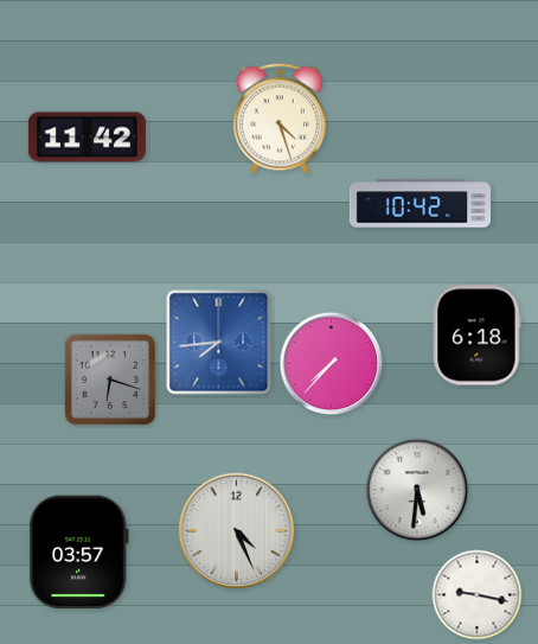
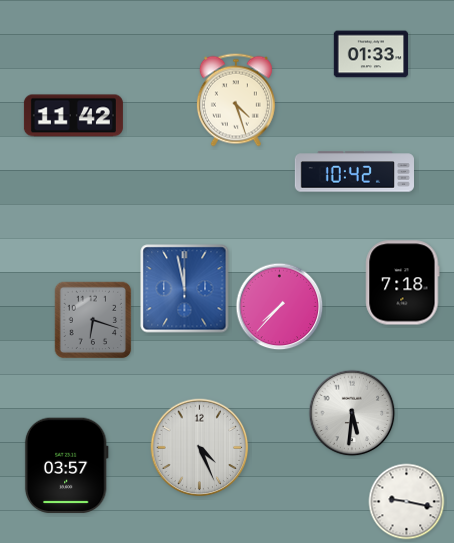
clock at (371, 54): none -> 01:33
clock at (478, 336): 6:18 -> 7:18
clock at (219, 343): 7:44 -> 11:58
clock at (478, 595) position: (478, 595) -> (407, 502)
